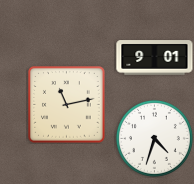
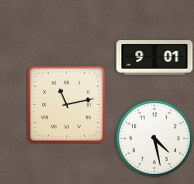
clock at (154, 138): 4:33 -> 4:28
